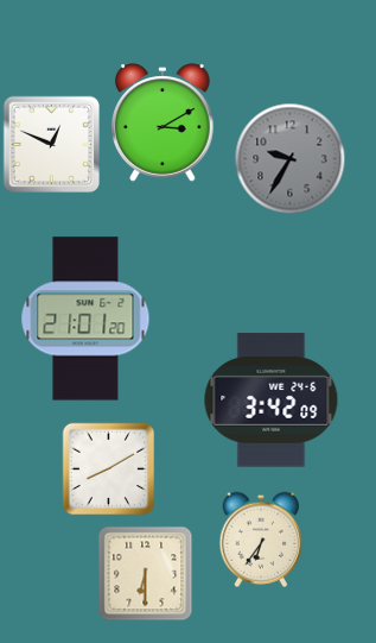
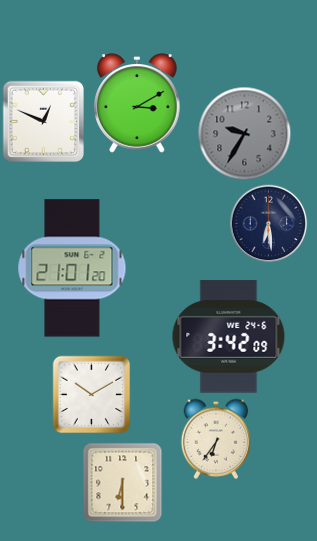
clock at (268, 223): none -> 6:29
clock at (108, 468): 8:10 -> 10:10
clock at (261, 540) position: (261, 540) -> (216, 439)
